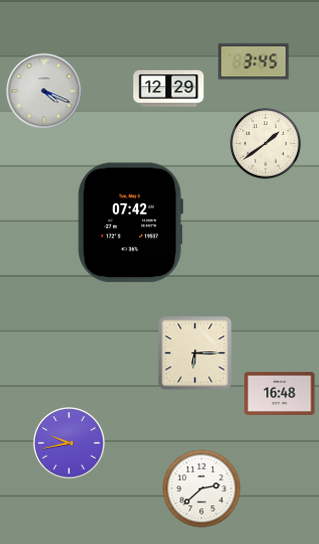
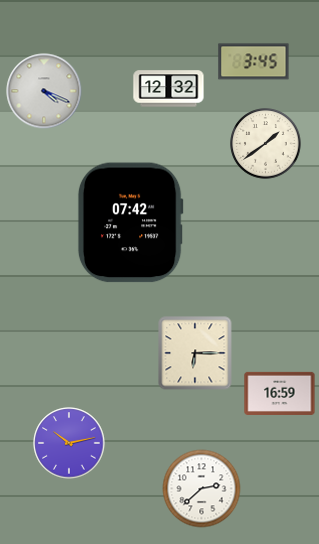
clock at (169, 89): 12:29 -> 12:32
clock at (280, 393): 16:48 -> 16:59
clock at (69, 443): 9:43 -> 10:13
